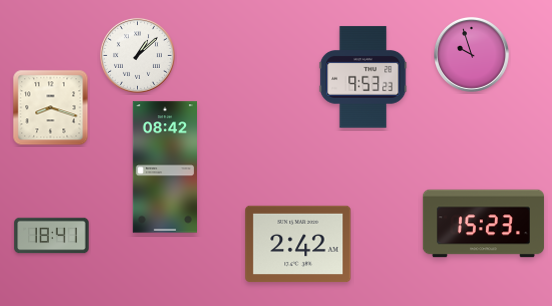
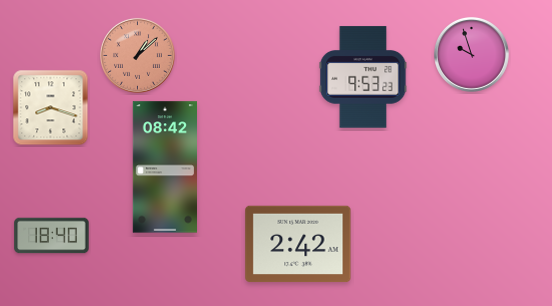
clock at (137, 55) dial: white -> salmon
clock at (483, 224): 15:23 -> none
clock at (52, 236): 18:41 -> 18:40
